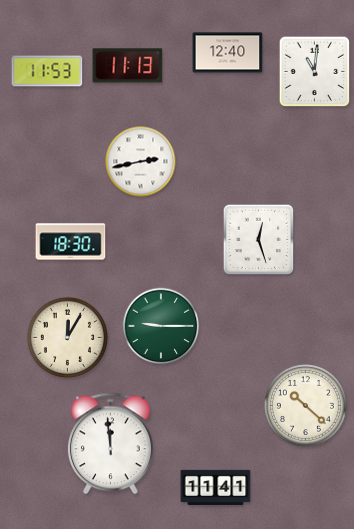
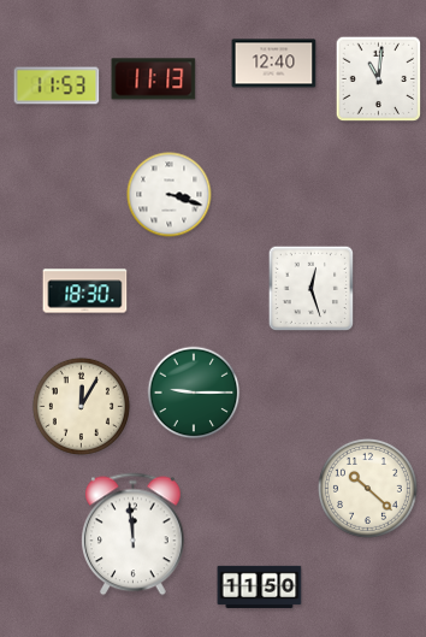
clock at (315, 72) position: (315, 72) -> (379, 79)
clock at (141, 162): 2:43 -> 3:18
clock at (216, 487): 11:41 -> 11:50
